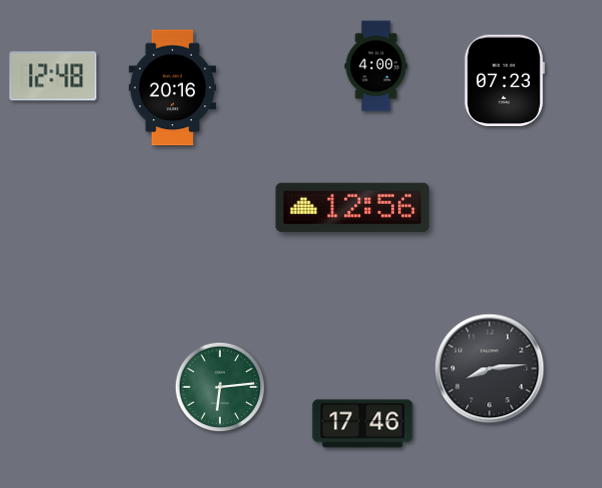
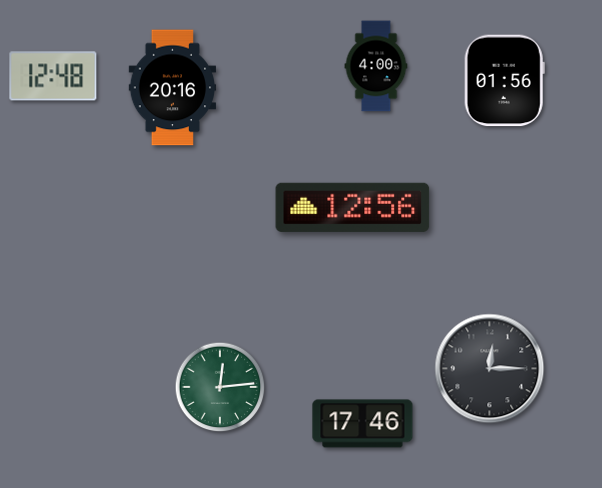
clock at (504, 81): 07:23 -> 01:56
clock at (490, 369): 8:14 -> 12:15
clock at (220, 387): 6:14 -> 12:14
